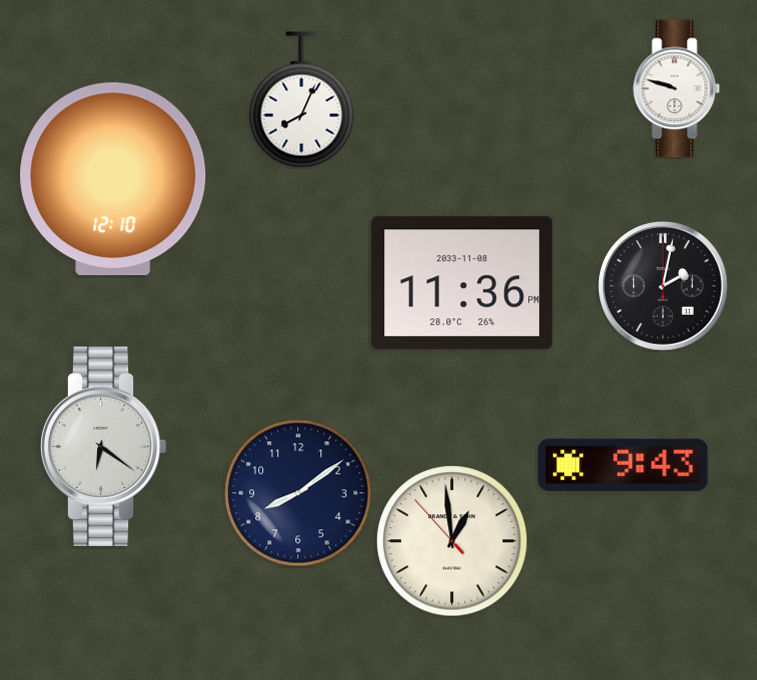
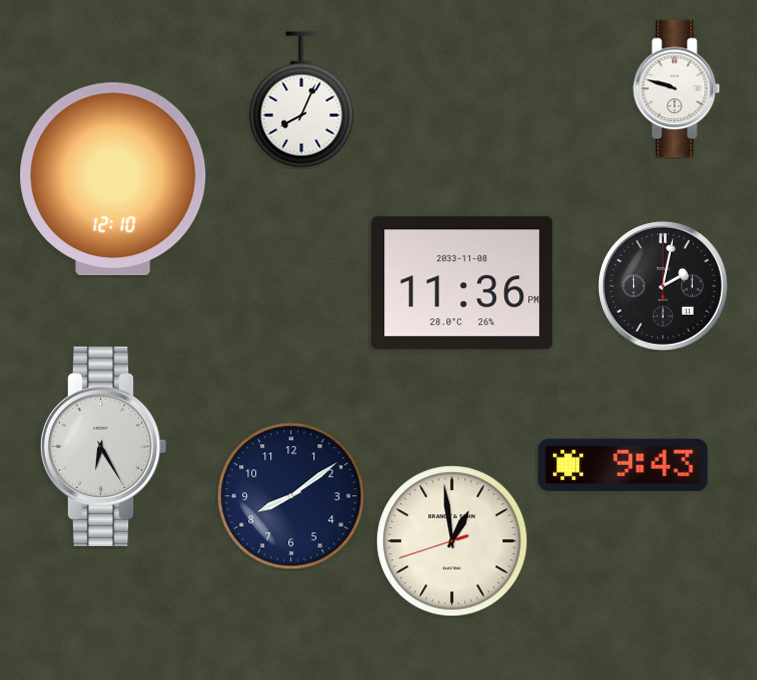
clock at (103, 447): 6:21 -> 6:25
clock at (298, 493) position: (298, 493) -> (291, 496)
clock at (452, 541): 12:58:53 -> 12:58:42
